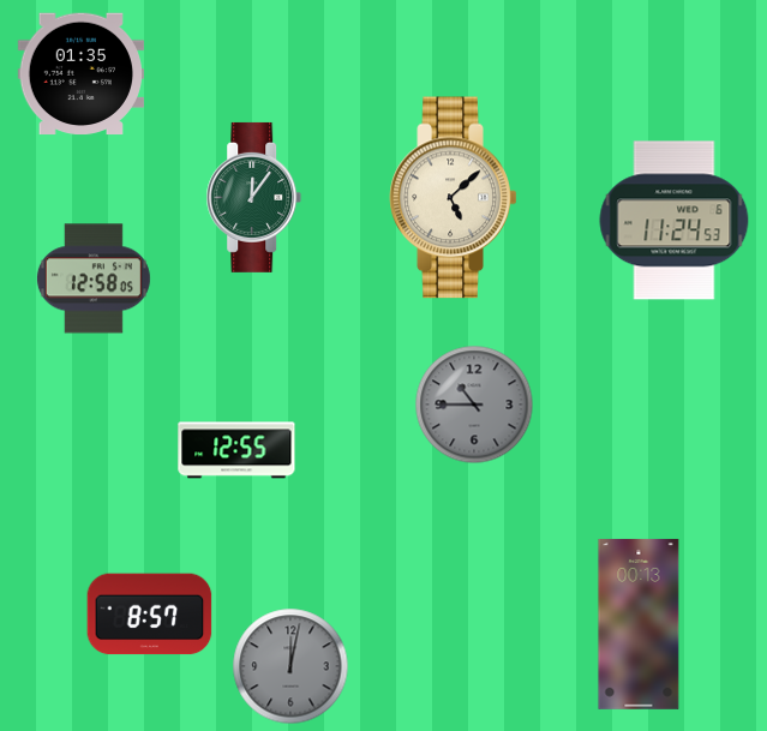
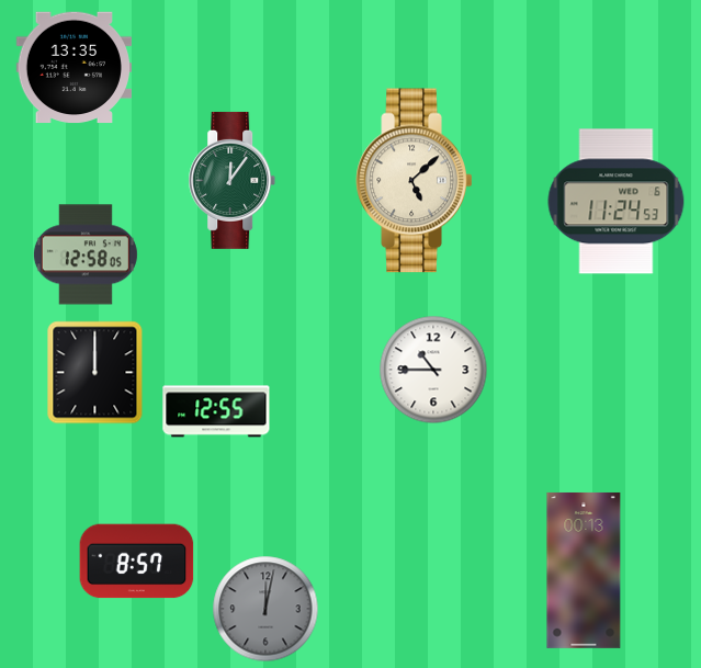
clock at (80, 74): 01:35 -> 13:35
clock at (474, 405) dial: grey -> white
clock at (95, 373): none -> 12:00
